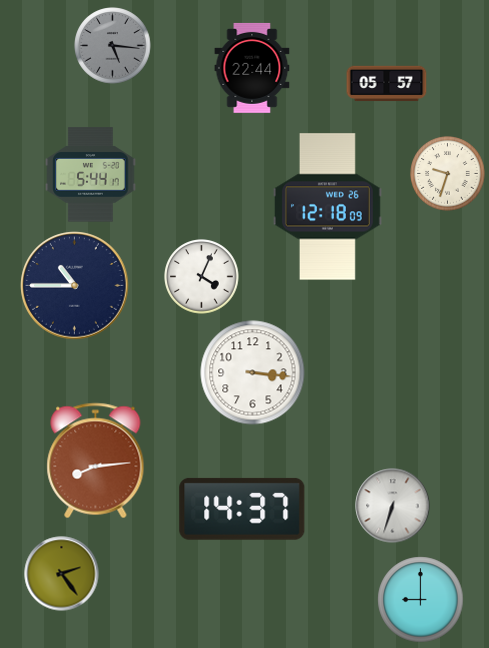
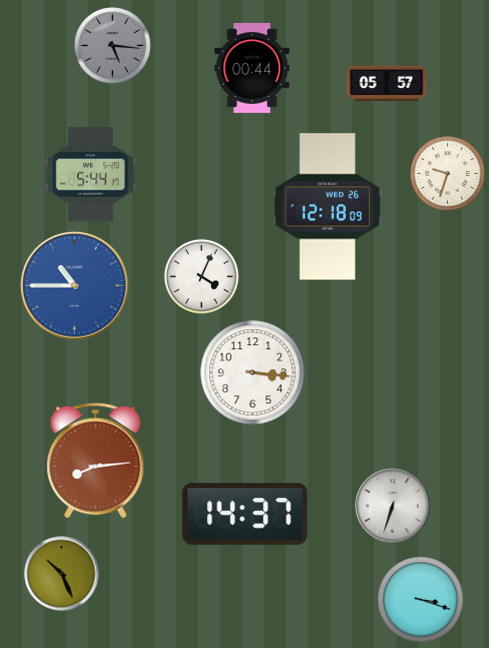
clock at (252, 68): 22:44 -> 00:44
clock at (75, 286) dial: navy -> blue
clock at (242, 509) position: (242, 509) -> (245, 514)
clock at (62, 574): 2:24 -> 10:26
clock at (421, 600): 9:00 -> 3:18
